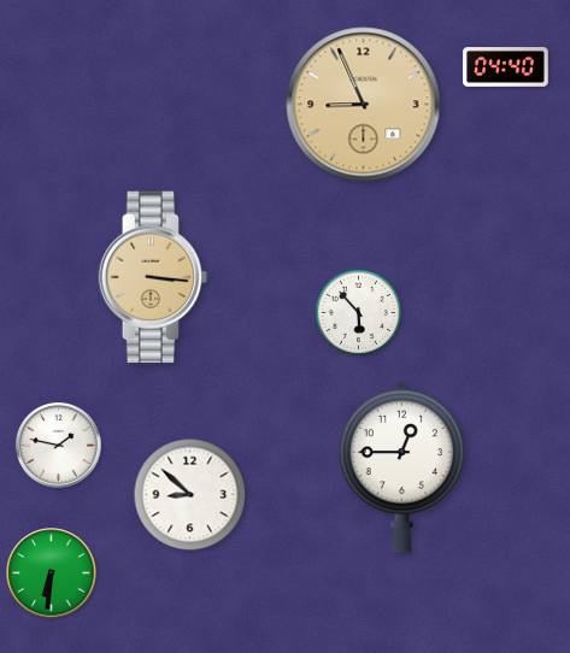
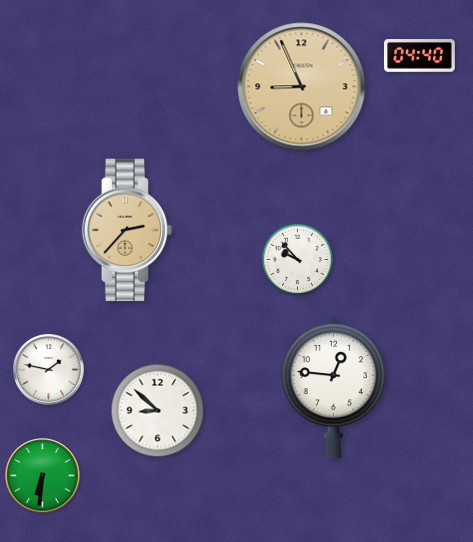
clock at (153, 277): 3:16 -> 2:37
clock at (358, 312): 5:53 -> 9:53
clock at (401, 466): 12:45 -> 12:46
